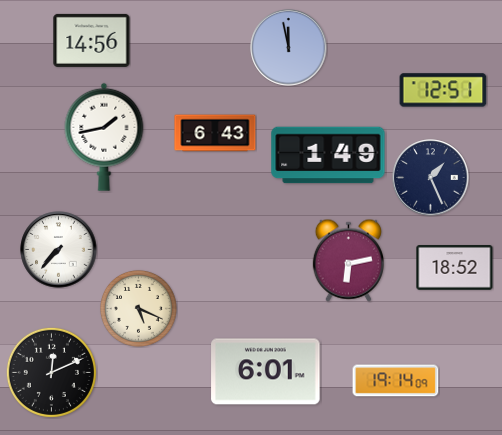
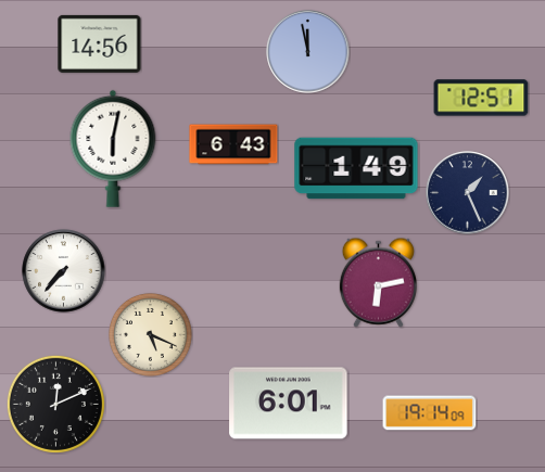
clock at (289, 48) position: (289, 48) -> (308, 52)
clock at (104, 137): 1:43 -> 6:02
clock at (455, 268): 18:52 -> none
